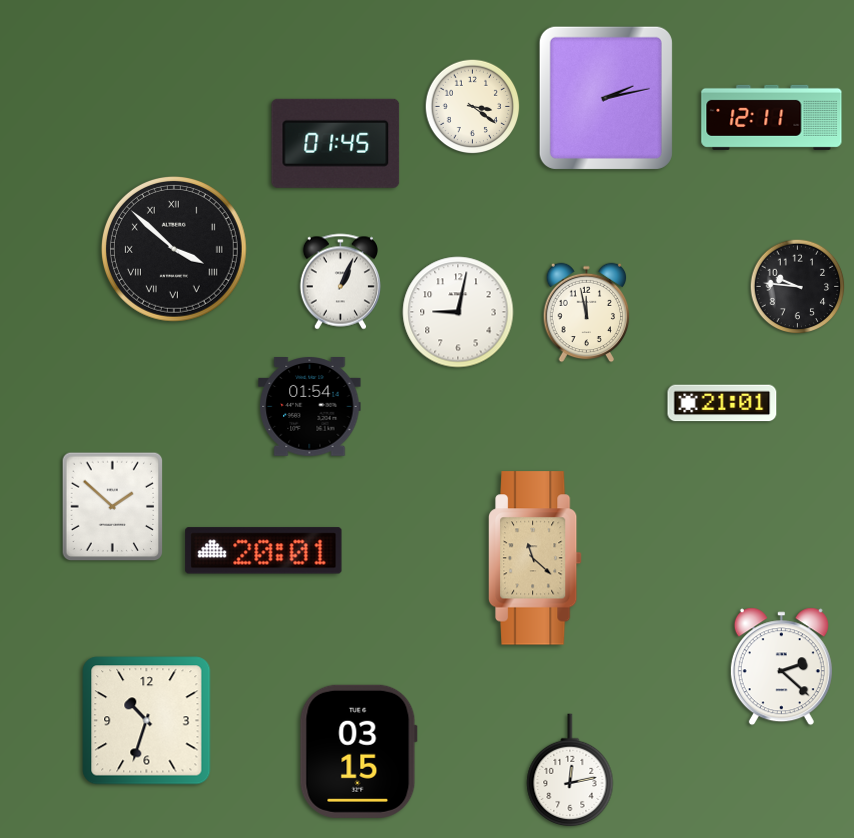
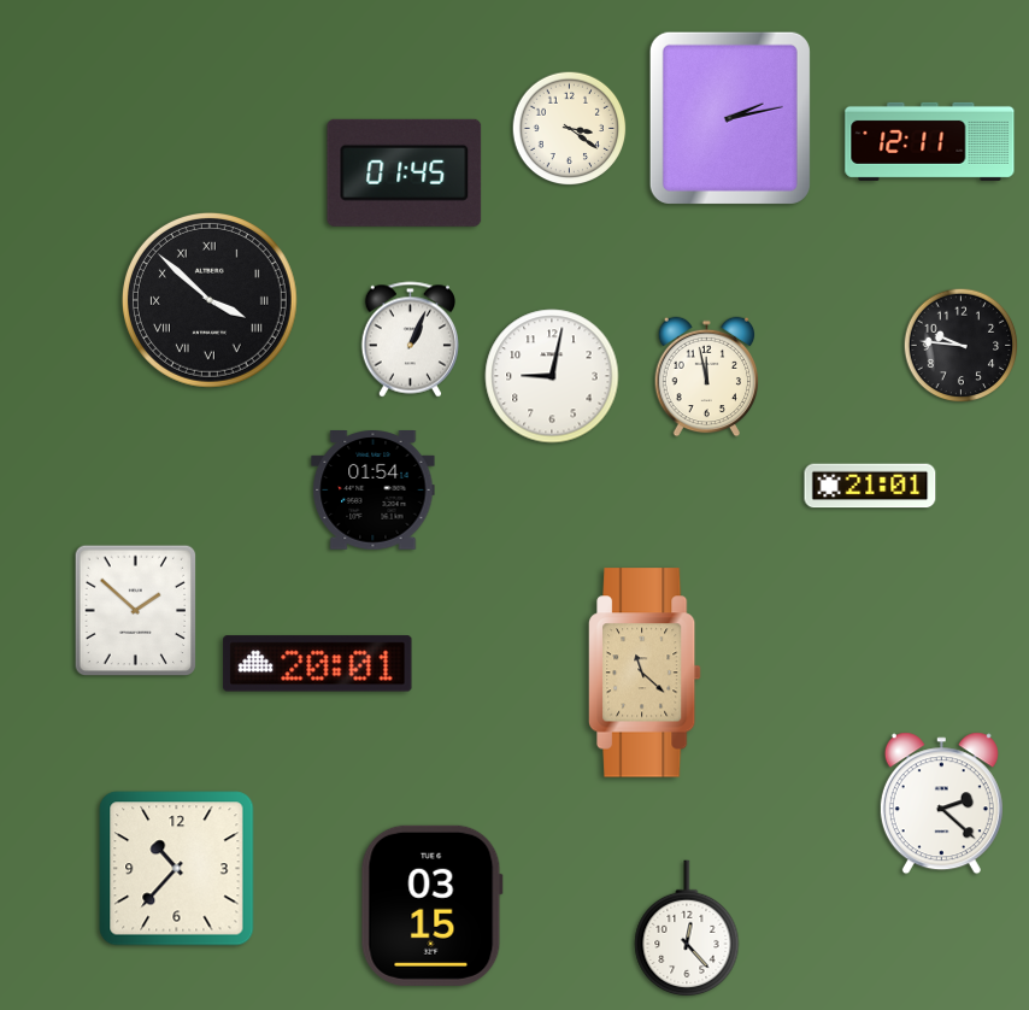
clock at (147, 721): 10:33 -> 10:37
clock at (570, 771): 12:13 -> 12:23
